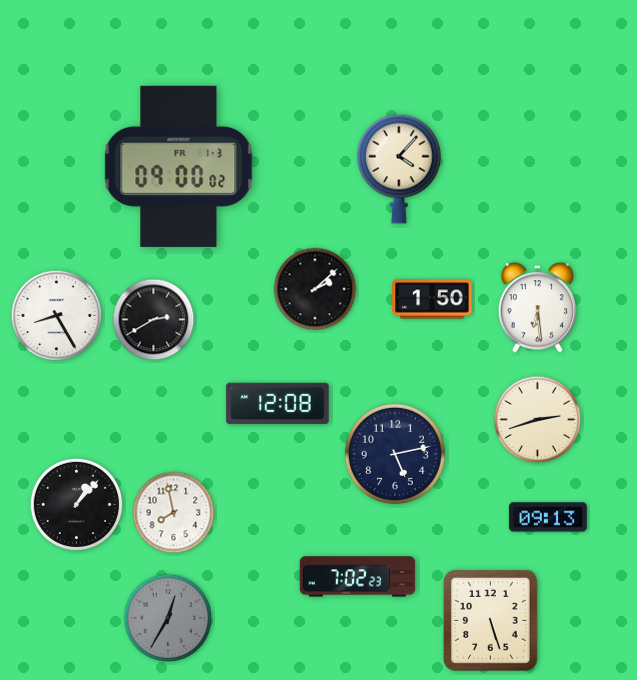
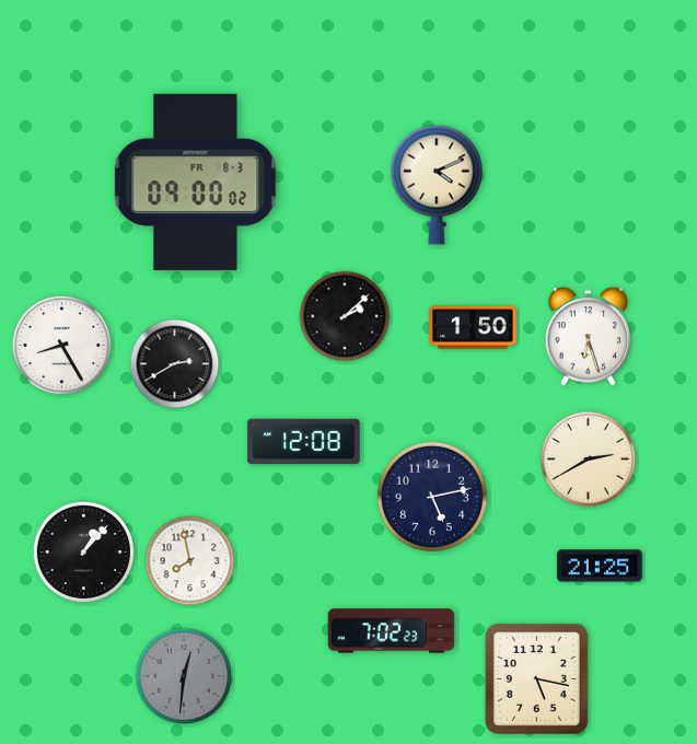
clock at (179, 166) date: FR 1-3 -> FR 8-3
clock at (400, 169): 4:07 -> 4:11
clock at (538, 308): 6:29 -> 6:27
clock at (154, 320) position: (154, 320) -> (175, 364)
clock at (538, 420): 2:42 -> 2:40
clock at (549, 517): 09:13 -> 21:25
clock at (168, 618): 12:35 -> 12:31
clock at (490, 620): 5:27 -> 5:17
